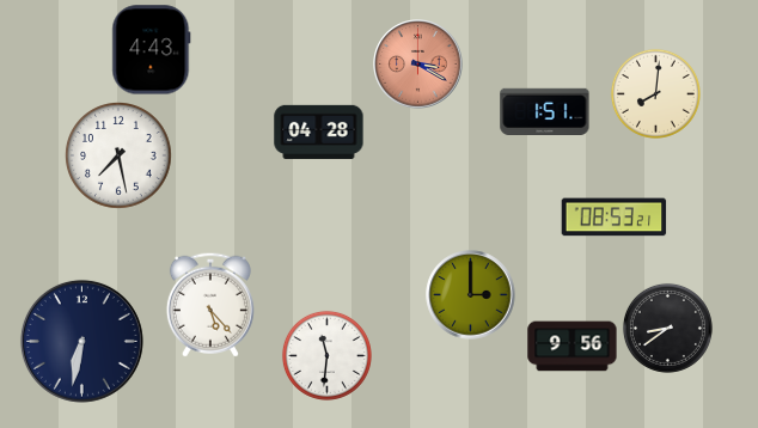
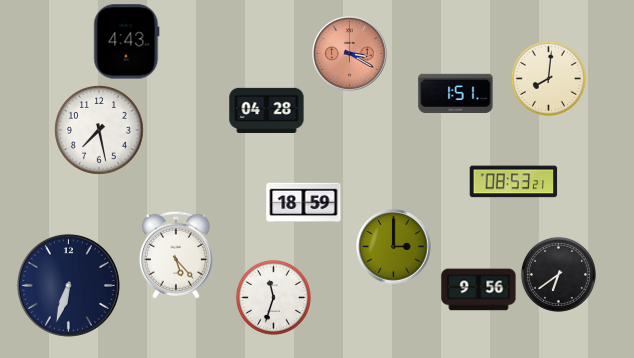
clock at (304, 203): none -> 18:59
clock at (667, 328): 8:39 -> 6:39
clock at (81, 341): 6:32 -> 6:33
clock at (326, 355): 11:31 -> 11:33
